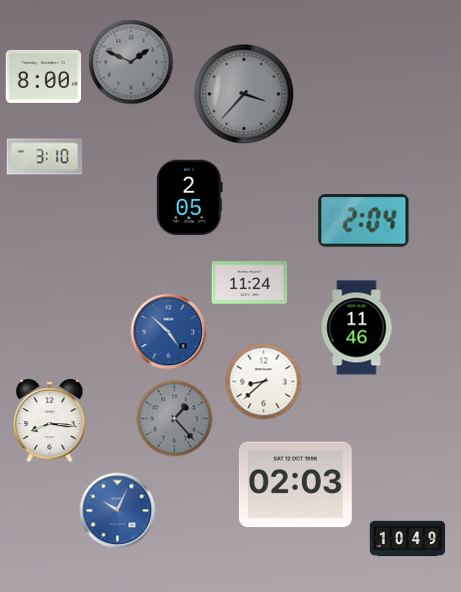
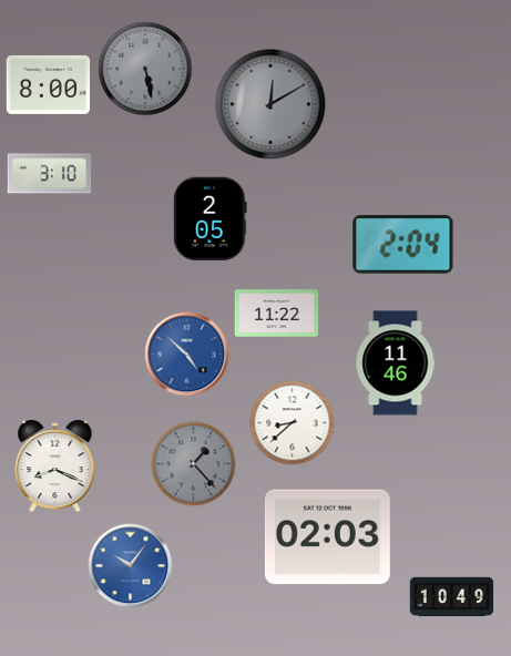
clock at (131, 62): 1:49 -> 5:28
clock at (244, 94): 3:37 -> 12:10
clock at (250, 283): 11:24 -> 11:22
clock at (169, 332) position: (169, 332) -> (187, 355)
clock at (50, 421): 8:16 -> 8:19
clock at (118, 511): 10:04 -> 10:06
